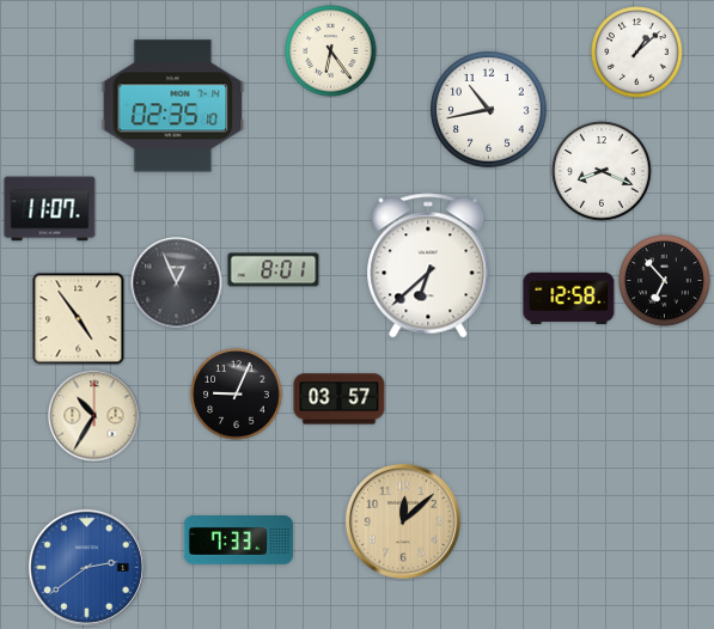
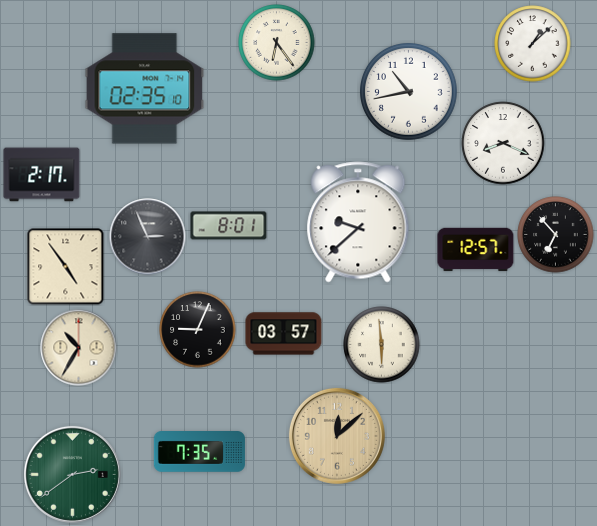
clock at (50, 209): 11:07 -> 2:17
clock at (428, 265): 6:38 -> 9:38
clock at (177, 283): 12:56 -> 2:56
clock at (569, 299): 12:58 -> 12:57
clock at (382, 345): none -> 5:59
clock at (238, 541): 7:33 -> 7:35
clock at (86, 567) dial: blue -> green
